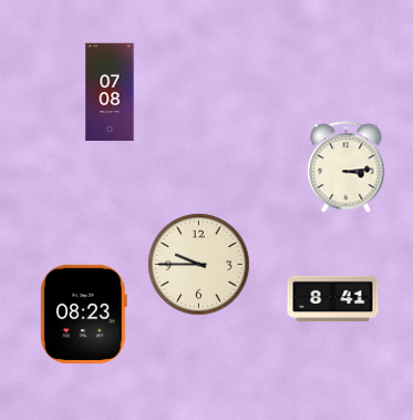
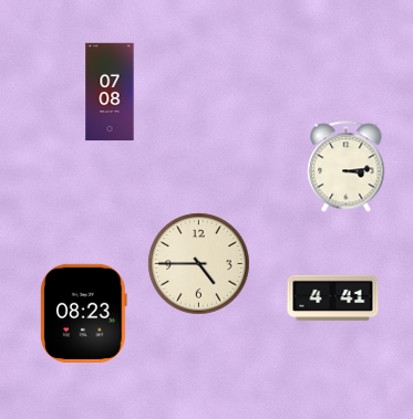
clock at (199, 265): 9:45 -> 4:45
clock at (333, 299): 8:41 -> 4:41
